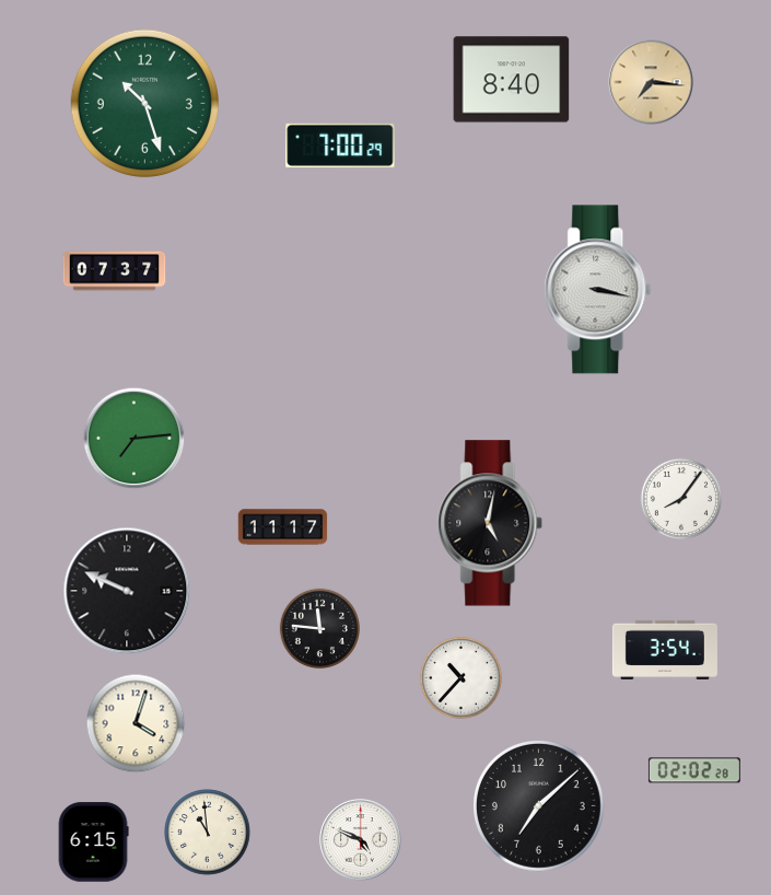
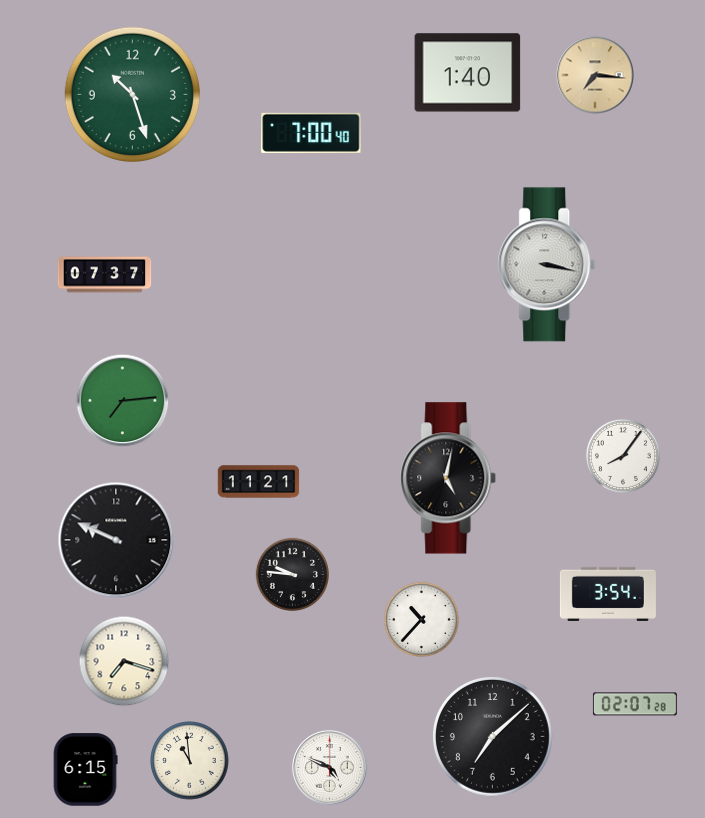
clock at (512, 80): 8:40 -> 1:40
clock at (340, 146): 7:00:29 -> 7:00:40
clock at (115, 271) position: (115, 271) -> (105, 275)
clock at (283, 527): 11:17 -> 11:21
clock at (319, 628): 11:46 -> 9:46
clock at (136, 723): 4:03 -> 7:18
clock at (694, 770): 02:02 -> 02:07
